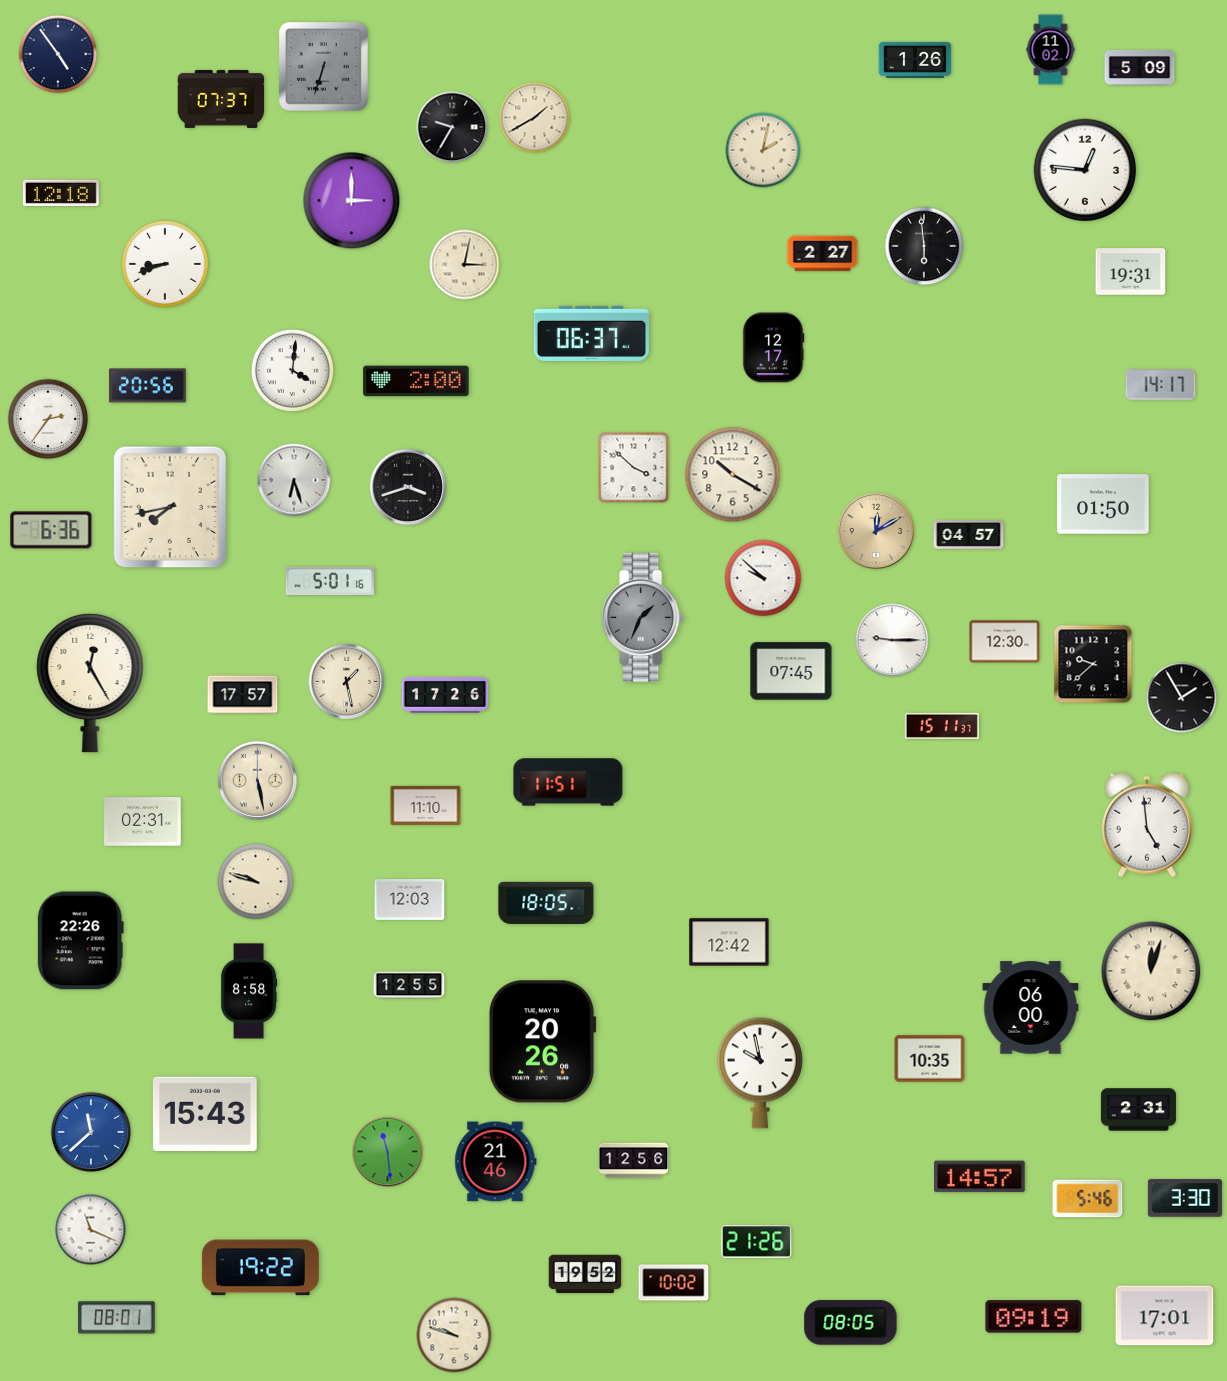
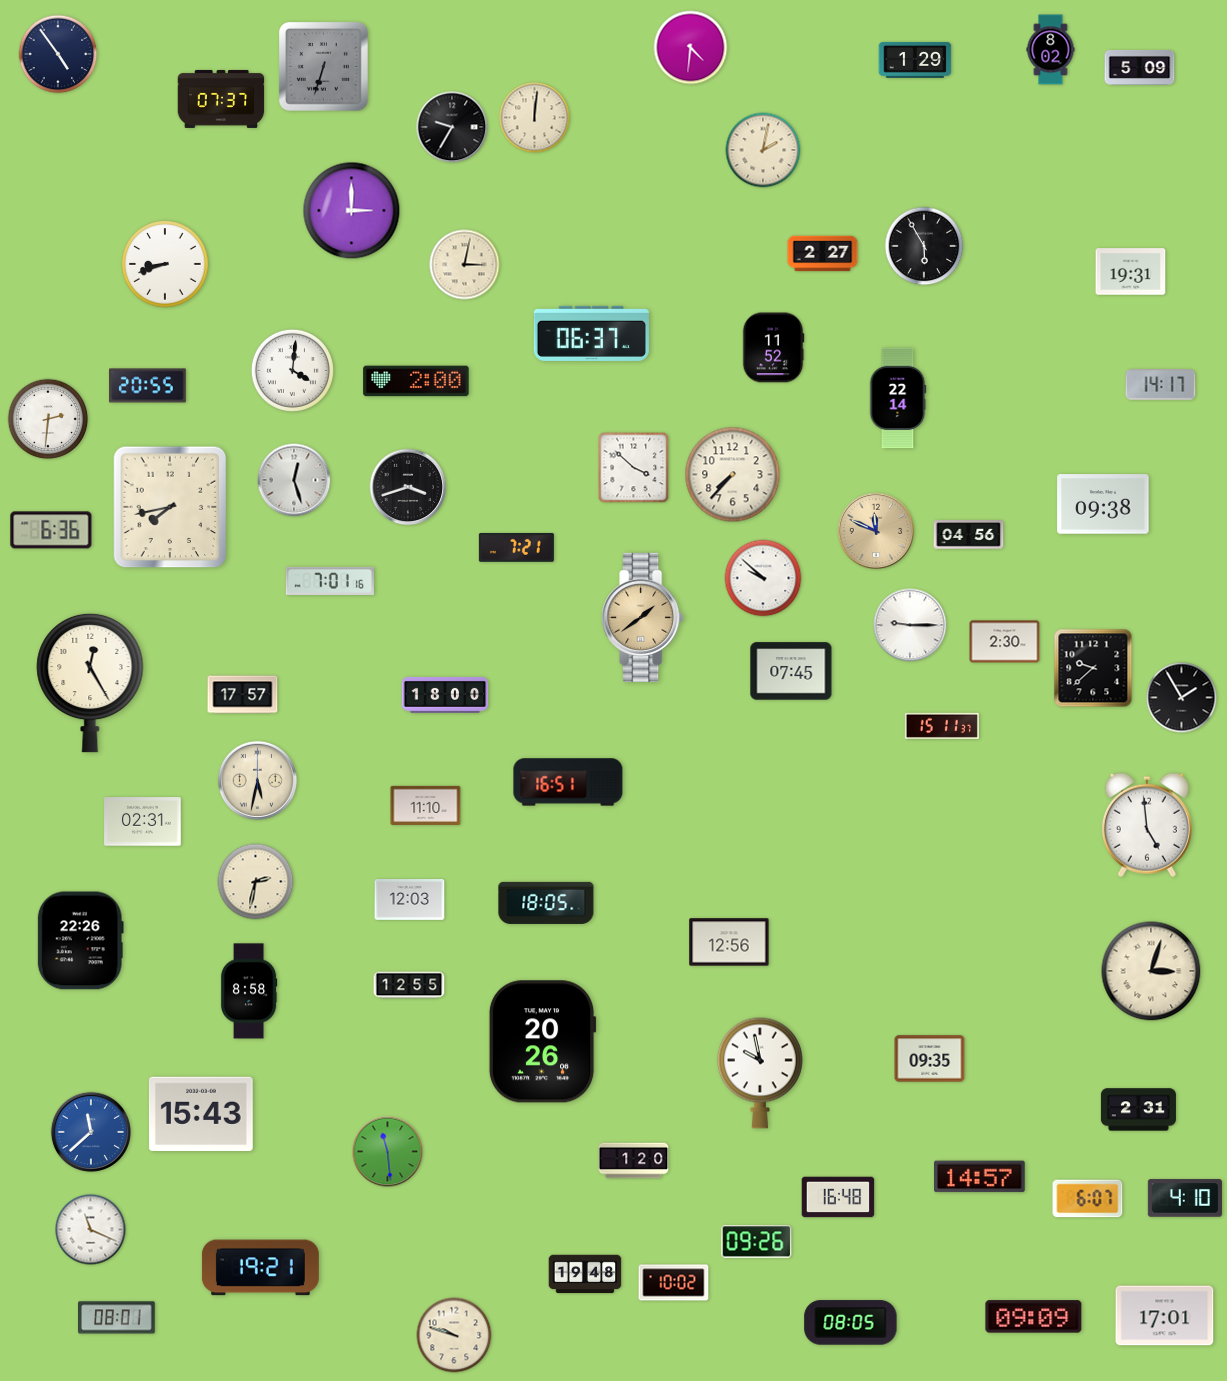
clock at (691, 48): none -> 4:31
clock at (1051, 50): 11:02 -> 8:02
clock at (915, 60): 1:26 -> 1:29
clock at (535, 118): 1:40 -> 12:01
clock at (1085, 170): 12:46 -> none
clock at (61, 193): 12:18 -> none
clock at (352, 201) position: (352, 201) -> (352, 211)
clock at (924, 246): 5:59 -> 5:55
clock at (773, 348): 12:17 -> 11:52
clock at (148, 386): 20:56 -> 20:55
clock at (898, 398): none -> 22:14
clock at (48, 419): 2:36 -> 2:31
clock at (733, 475): 10:20 -> 7:37
clock at (294, 480): 6:27 -> 12:27
clock at (1103, 504): 01:50 -> 09:38
clock at (876, 531): 12:10 -> 11:49
clock at (969, 535): 04:57 -> 04:56
clock at (516, 547): none -> 7:21
clock at (330, 581): 5:01 -> 7:01
clock at (643, 617): 1:34 -> 1:39
clock at (643, 617) dial: grey -> champagne
clock at (892, 640) position: (892, 640) -> (910, 625)
clock at (1005, 642): 12:30 -> 2:30
clock at (1093, 664) position: (1093, 664) -> (1093, 668)
clock at (347, 682): 1:28 -> none
clock at (445, 695): 17:26 -> 18:00
clock at (257, 780): 5:28 -> 5:32
clock at (568, 782): 11:51 -> 16:51
clock at (256, 882): 9:48 -> 2:32
clock at (729, 942): 12:42 -> 12:56
clock at (1151, 971): 12:03 -> 3:03
clock at (1031, 1008): 06:00 -> none
clock at (930, 1059): 10:35 -> 09:35
clock at (205, 1114) position: (205, 1114) -> (201, 1114)
clock at (634, 1161): 12:56 -> 1:20
clock at (496, 1162): 21:46 -> none
clock at (838, 1197): none -> 16:48
clock at (1185, 1198): 3:30 -> 4:10
clock at (1088, 1199): 5:46 -> 6:07
clock at (757, 1242): 21:26 -> 09:26
clock at (260, 1268): 19:22 -> 19:21
clock at (585, 1274): 19:52 -> 19:48
clock at (1034, 1317): 09:19 -> 09:09
